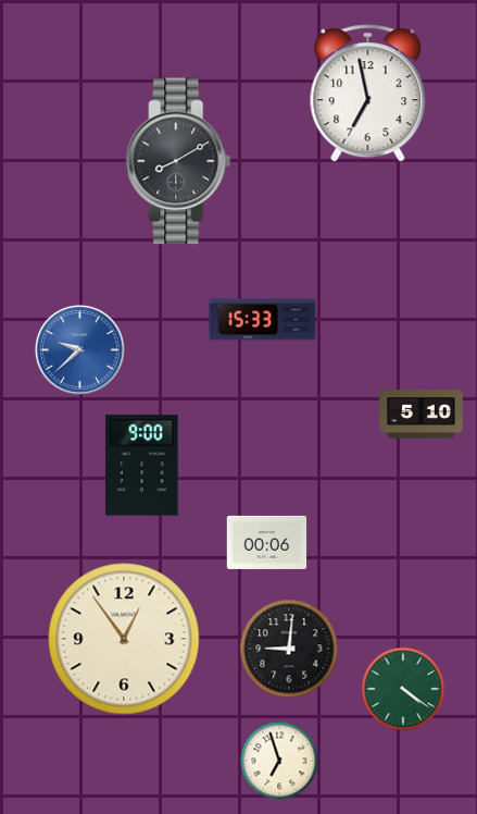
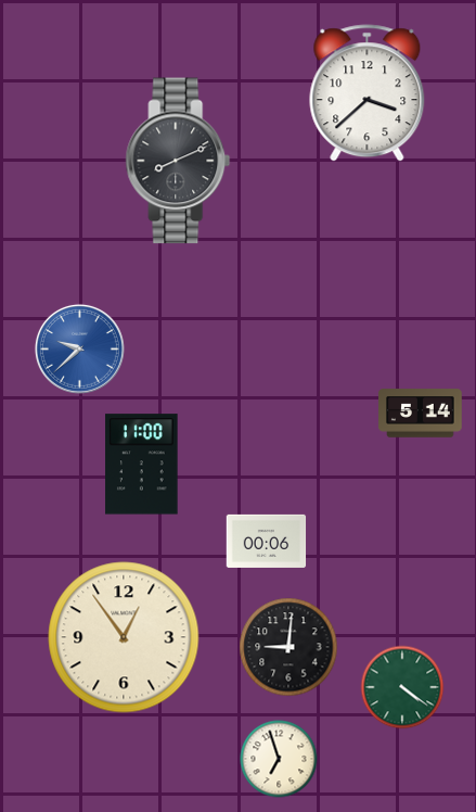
clock at (368, 94): 6:58 -> 3:38
clock at (178, 161): 8:10 -> 8:11
clock at (263, 320): 15:33 -> none
clock at (422, 415): 5:10 -> 5:14
clock at (142, 466): 9:00 -> 11:00
